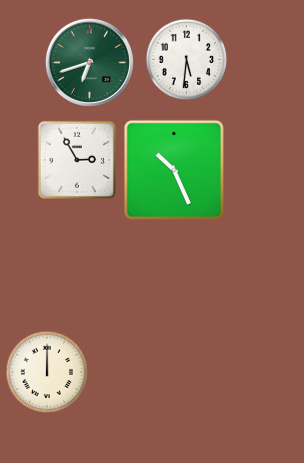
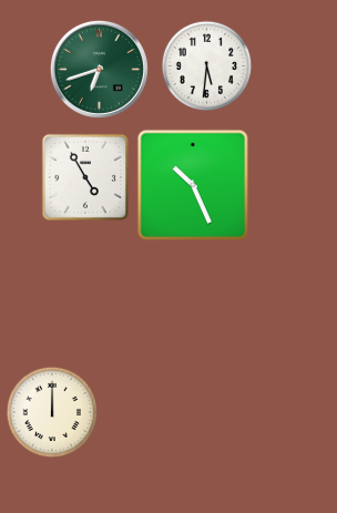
clock at (77, 160): 2:55 -> 4:55
clock at (174, 170) position: (174, 170) -> (193, 185)
